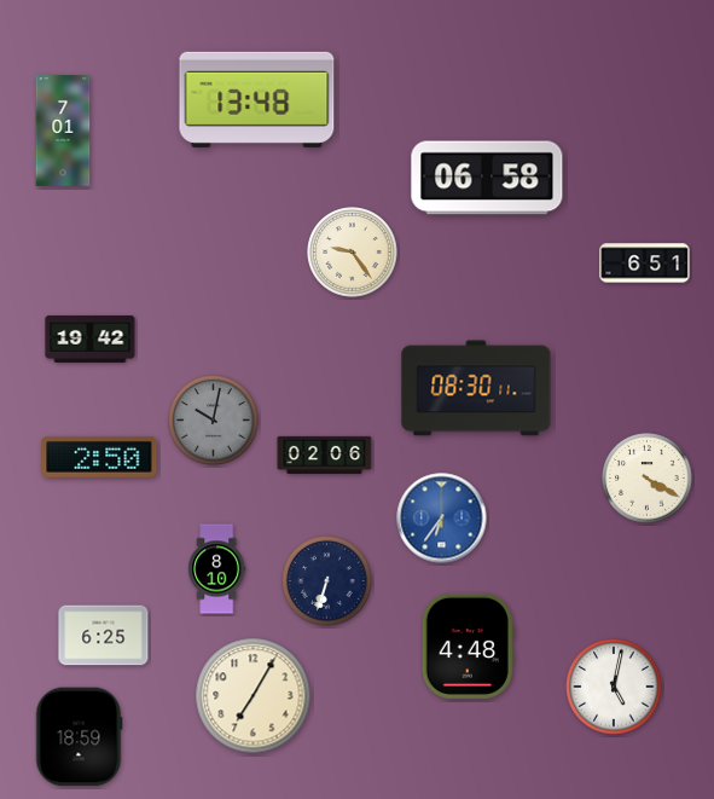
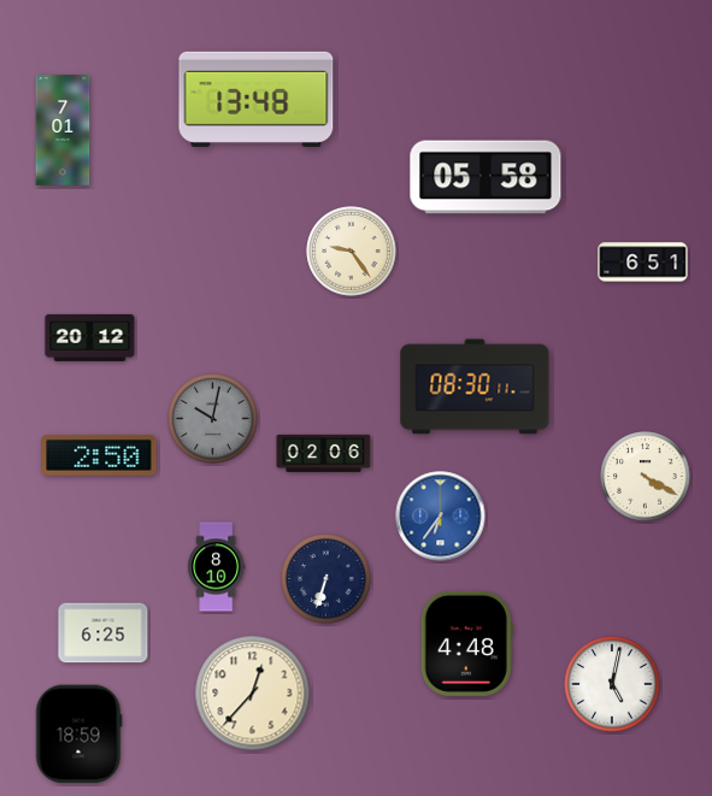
clock at (487, 178): 06:58 -> 05:58
clock at (91, 338): 19:42 -> 20:12
clock at (254, 696): 7:05 -> 12:37
